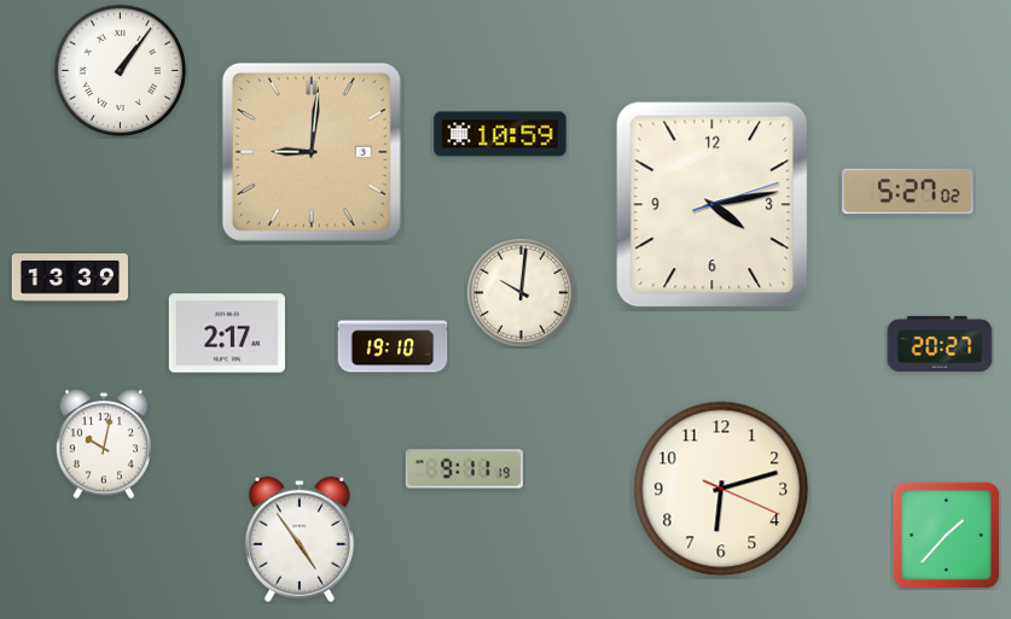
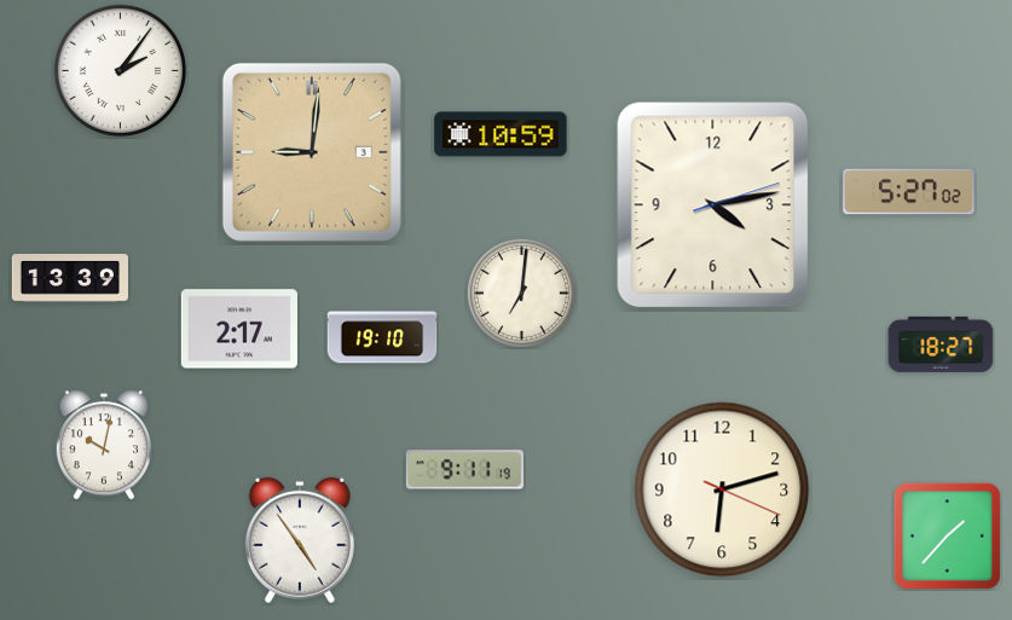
clock at (120, 70): 1:06 -> 2:06
clock at (521, 292): 10:01 -> 7:01
clock at (227, 333) position: (227, 333) -> (239, 329)
clock at (940, 344): 20:27 -> 18:27
clock at (393, 346) position: (393, 346) -> (382, 337)
